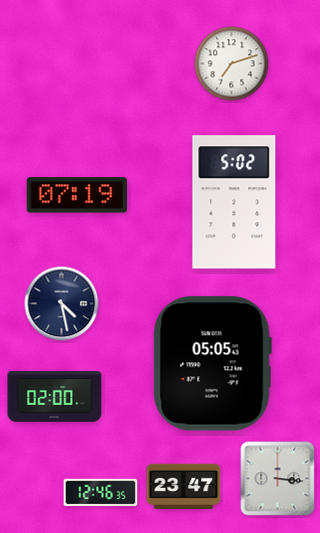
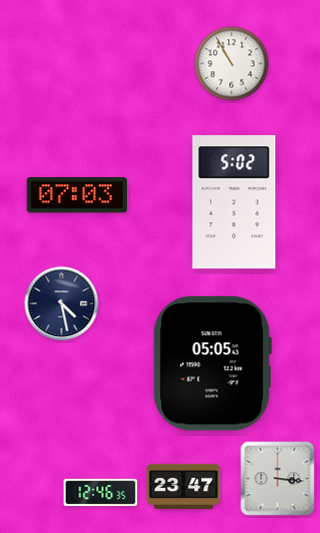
clock at (232, 64): 7:12 -> 10:55
clock at (76, 195): 07:19 -> 07:03
clock at (55, 397): 02:00 -> none
